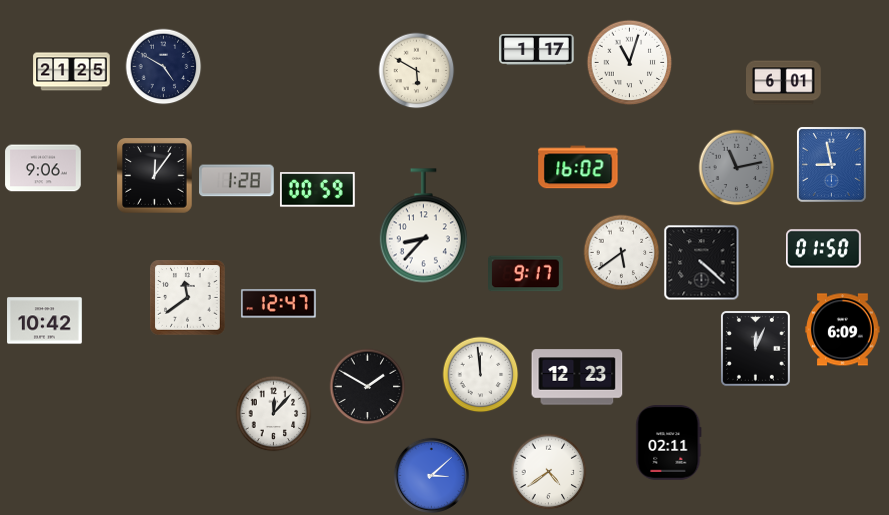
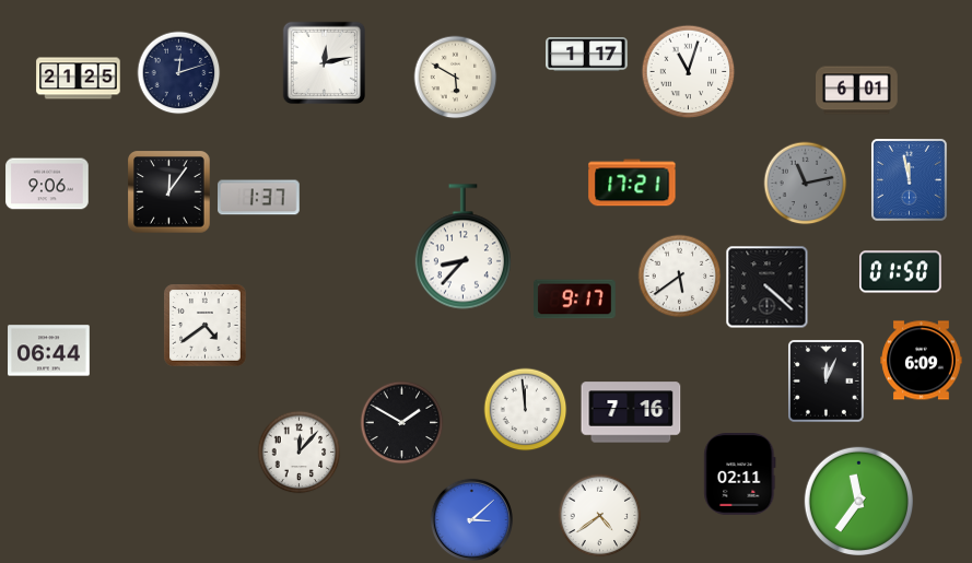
clock at (324, 62): none -> 12:13
clock at (630, 63) position: (630, 63) -> (689, 72)
clock at (164, 67): 4:50 -> 12:12
clock at (832, 165): 8:58 -> 11:58
clock at (578, 167): 16:02 -> 17:21
clock at (237, 181): 1:28 -> 1:37
clock at (317, 190): 00:59 -> none
clock at (188, 298): 11:39 -> 4:39
clock at (279, 304): 12:47 -> none
clock at (45, 321): 10:42 -> 06:44
clock at (577, 377): 12:23 -> 7:16
clock at (669, 443) position: (669, 443) -> (740, 474)
clock at (859, 502): none -> 11:36
